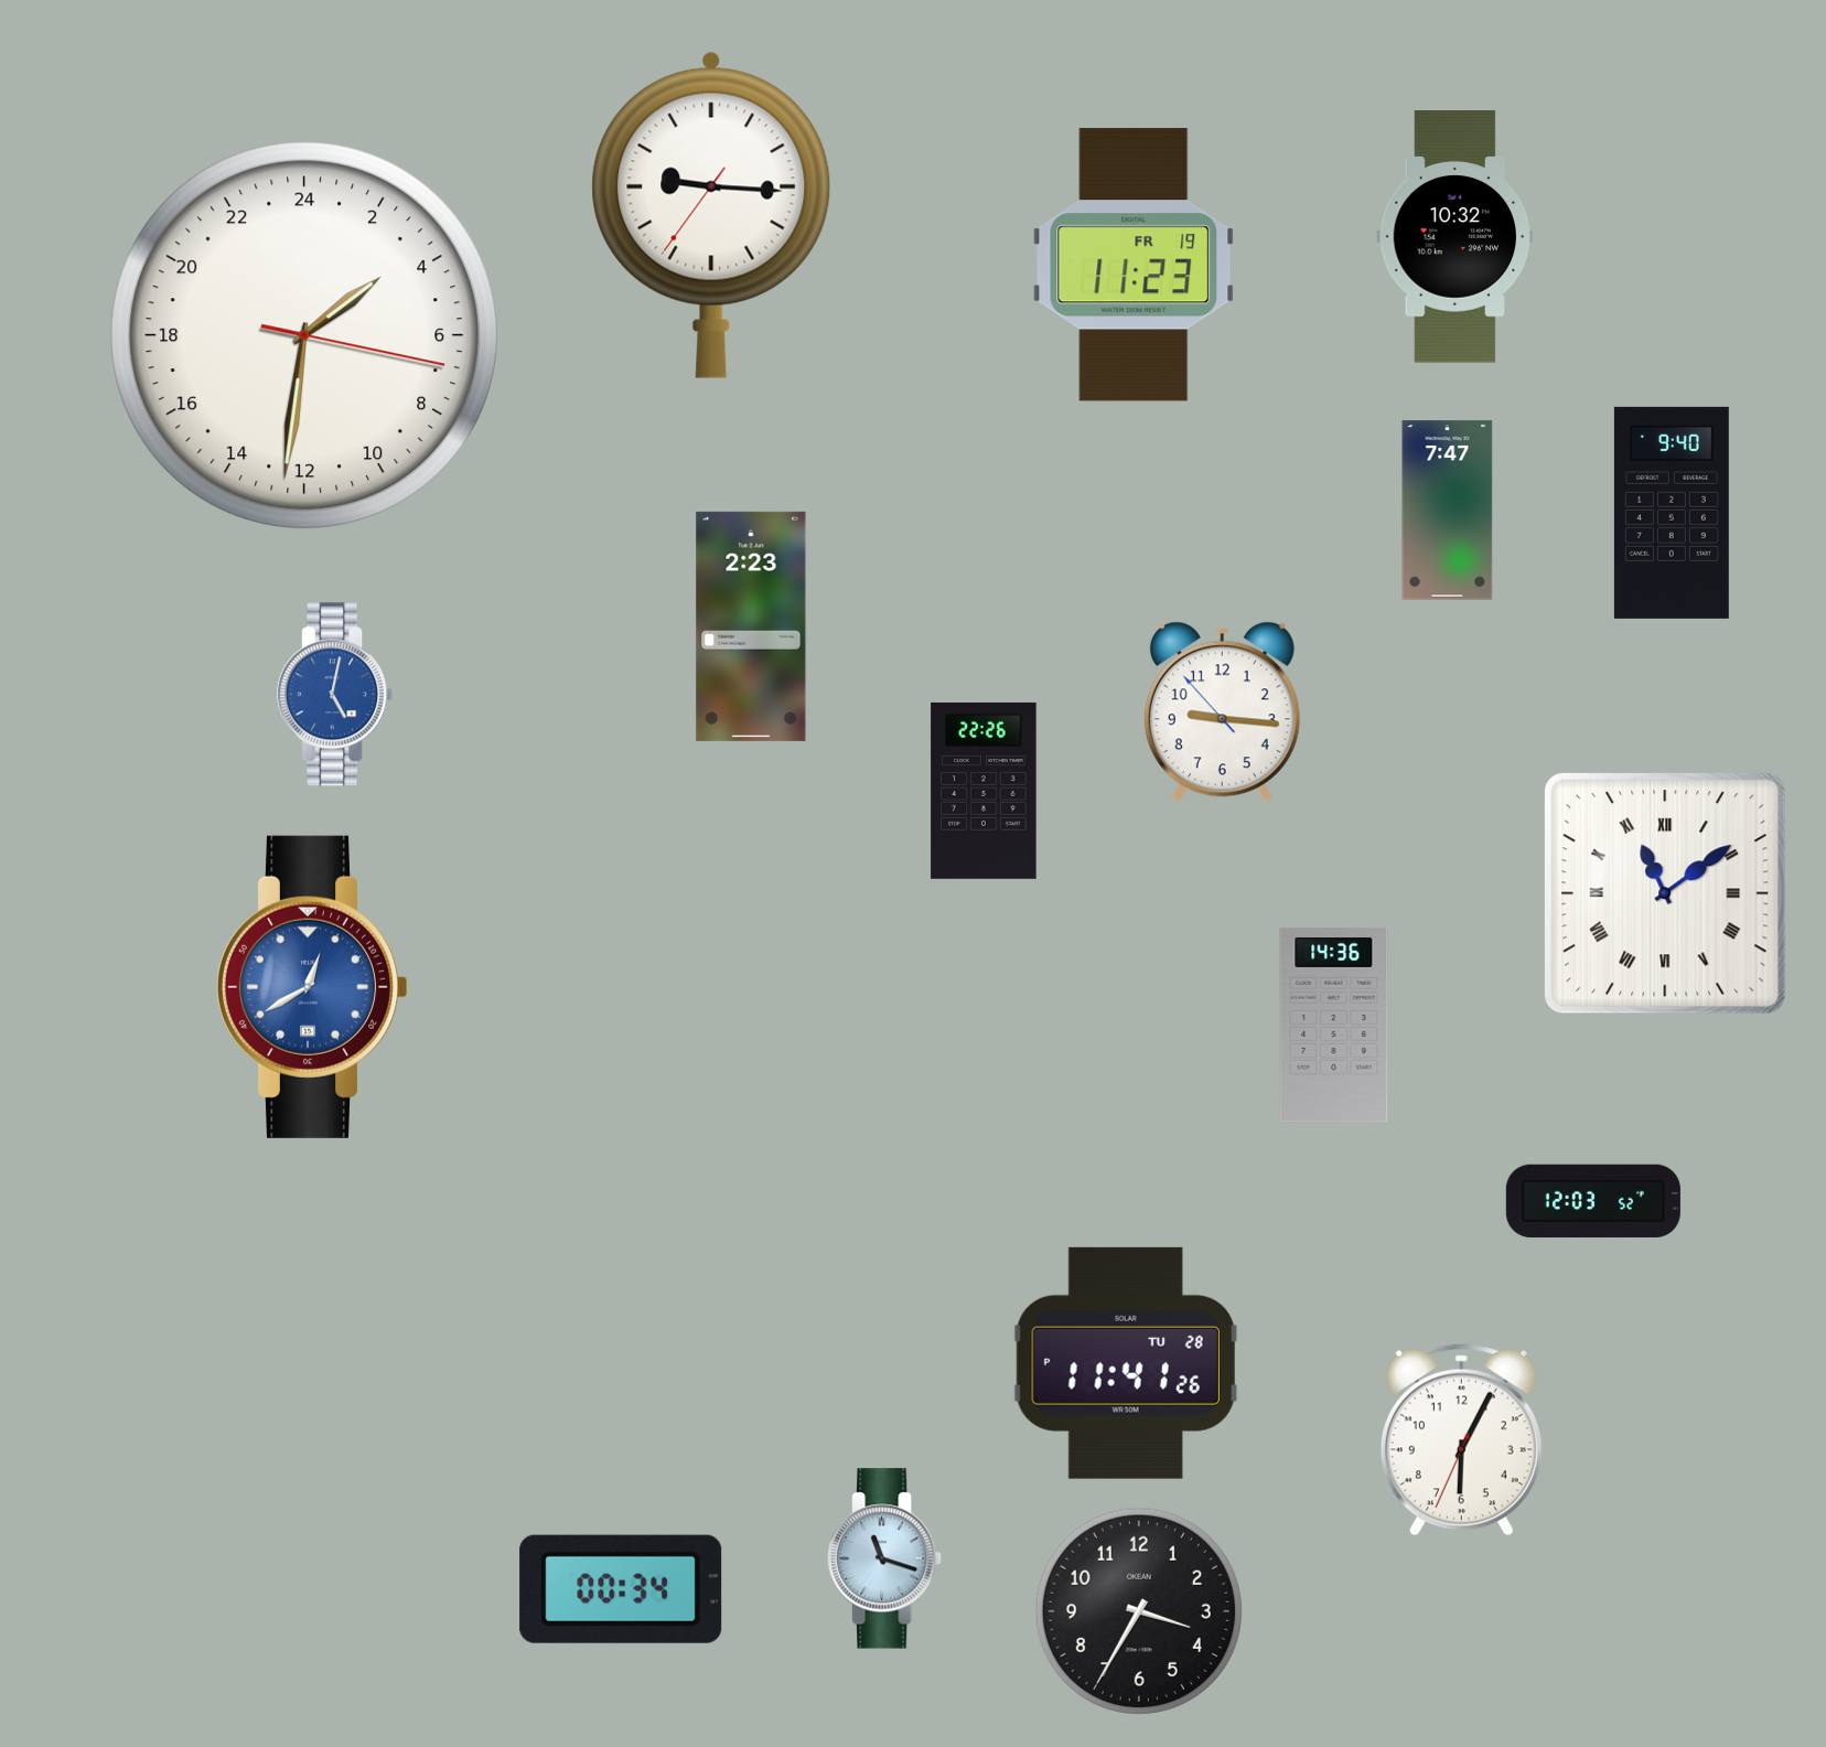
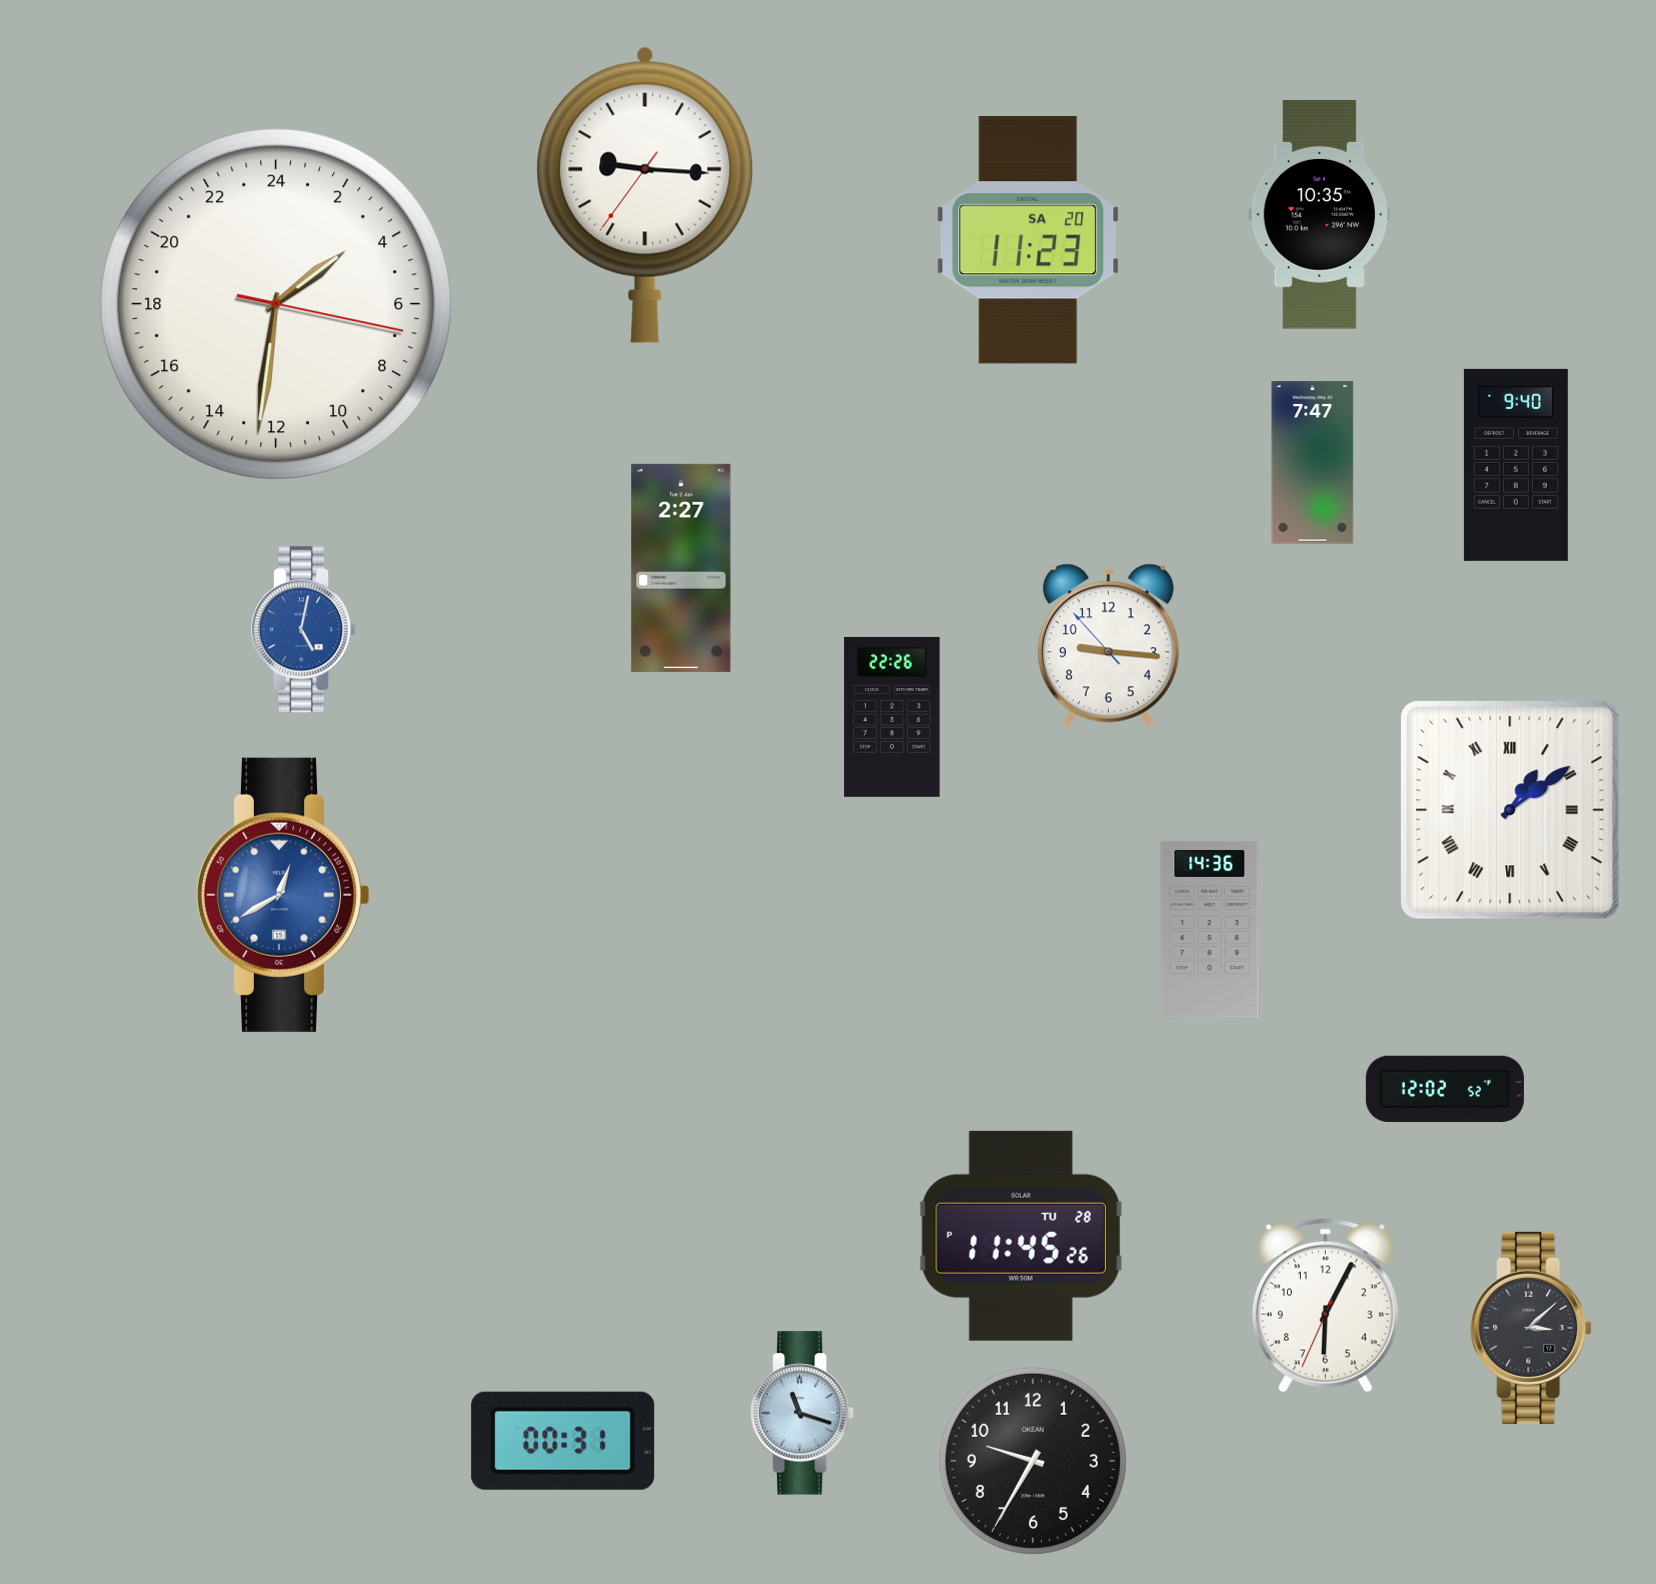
clock at (1456, 237): 10:32 -> 10:35
clock at (1134, 265) date: FR 19 -> SA 20
clock at (751, 626): 2:23 -> 2:27
clock at (1665, 893): 11:09 -> 1:09
clock at (1593, 1201): 12:03 -> 12:02
clock at (1126, 1363): 11:41 -> 11:45
clock at (1531, 1328): none -> 3:08
clock at (621, 1589): 00:34 -> 00:31
clock at (1139, 1611): 3:35 -> 9:35
